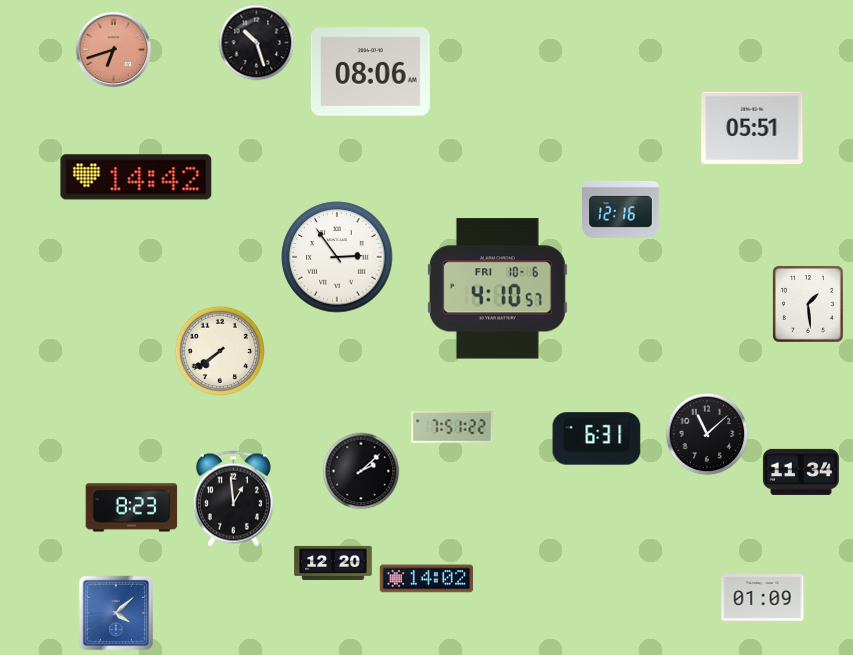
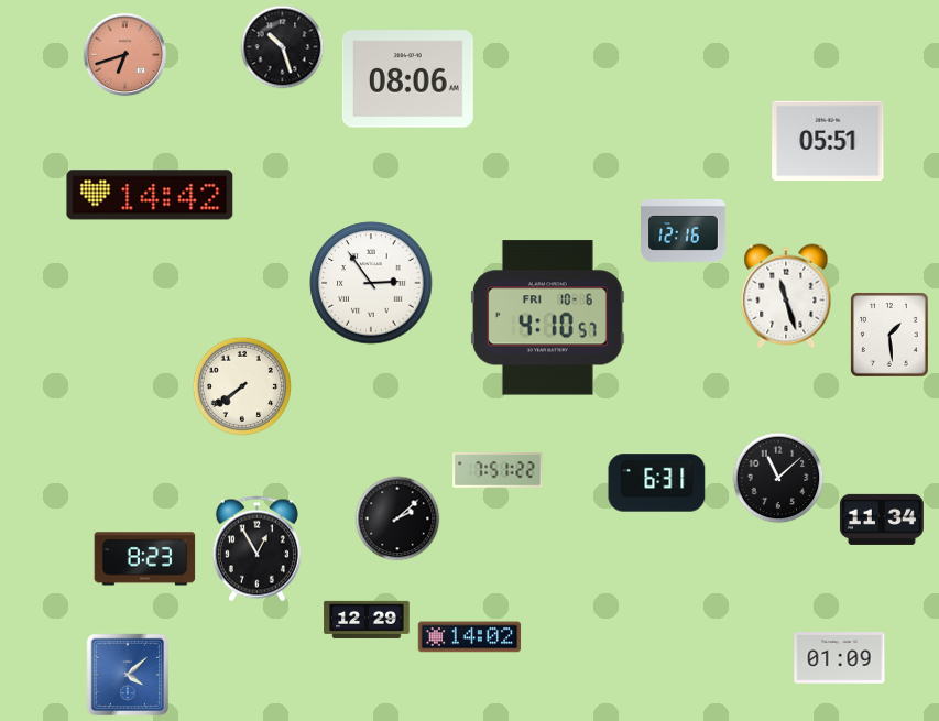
clock at (786, 296): none -> 11:27
clock at (233, 499): 12:59 -> 12:55
clock at (333, 563): 12:20 -> 12:29
